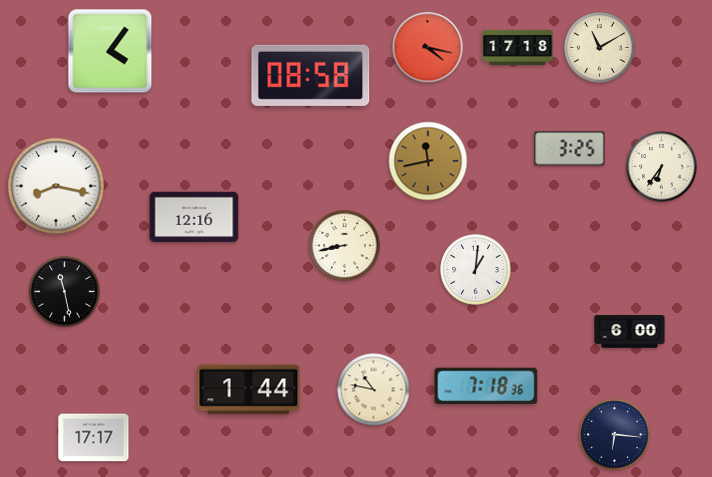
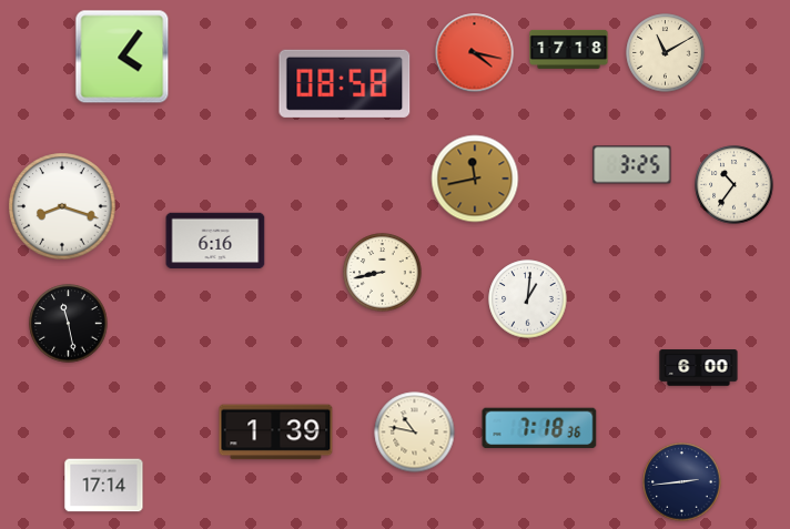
clock at (518, 47) position: (518, 47) -> (569, 49)
clock at (662, 167): 6:36 -> 10:36
clock at (56, 186): 8:17 -> 8:18
clock at (194, 217): 12:16 -> 6:16
clock at (65, 292) position: (65, 292) -> (69, 324)
clock at (249, 390): 1:44 -> 1:39
clock at (615, 435): 6:16 -> 2:44
clock at (94, 438): 17:17 -> 17:14
